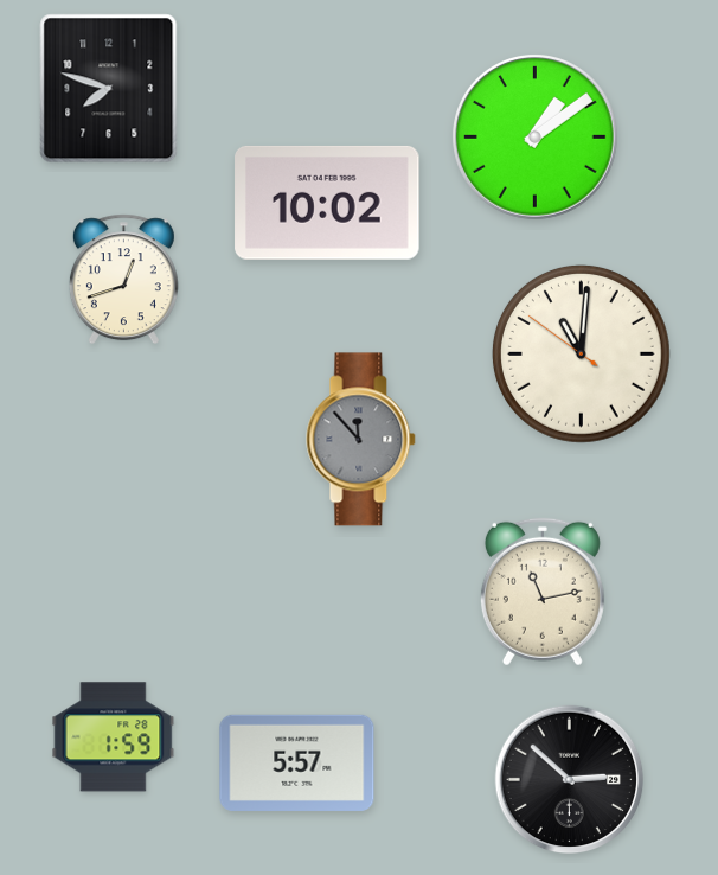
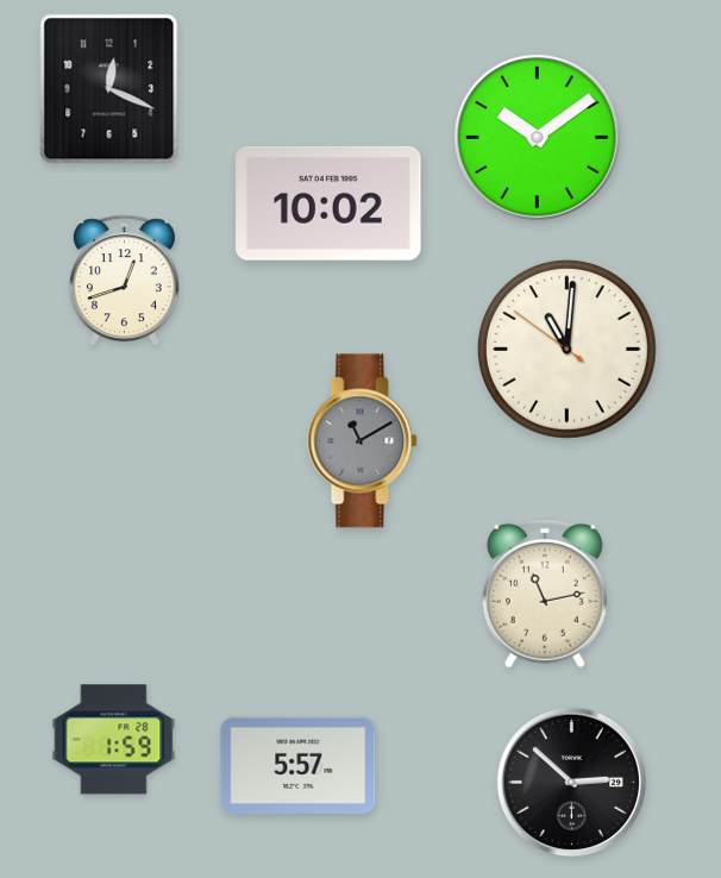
clock at (109, 89): 7:48 -> 12:19
clock at (536, 138): 1:09 -> 10:09
clock at (581, 353) position: (581, 353) -> (566, 349)
clock at (361, 440): 11:53 -> 11:10
